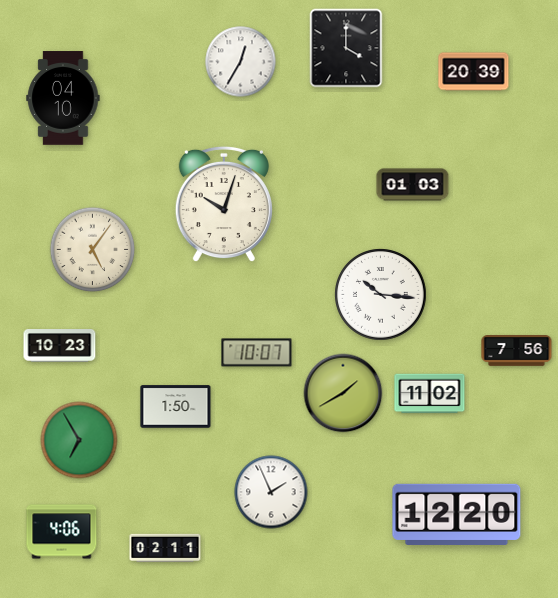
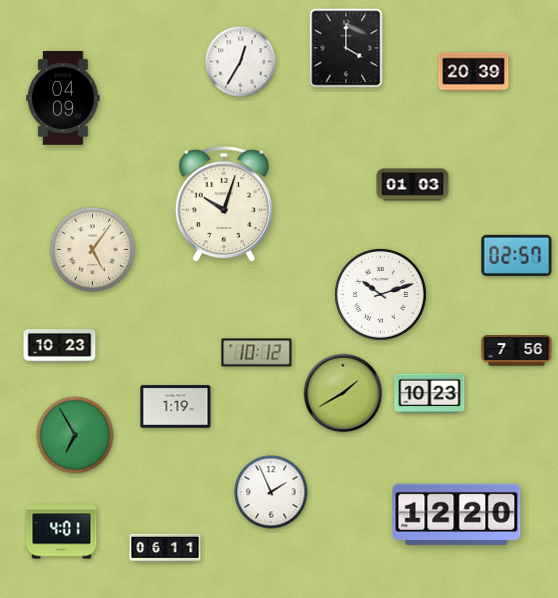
clock at (63, 98): 04:10 -> 04:09
clock at (517, 255): none -> 02:57
clock at (381, 295): 10:16 -> 10:12
clock at (257, 353): 10:07 -> 10:12
clock at (430, 394): 11:02 -> 10:23
clock at (176, 407): 1:50 -> 1:19
clock at (79, 440) position: (79, 440) -> (75, 435)
clock at (62, 532): 4:06 -> 4:01
clock at (165, 548): 02:11 -> 06:11
